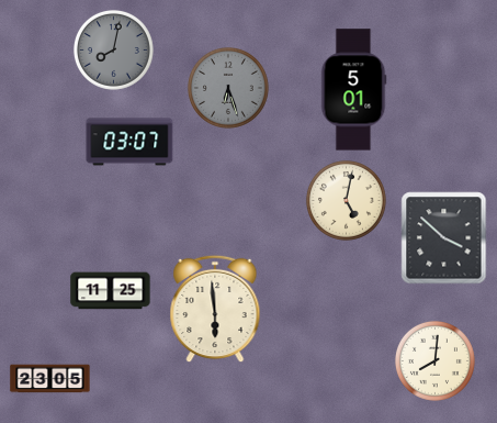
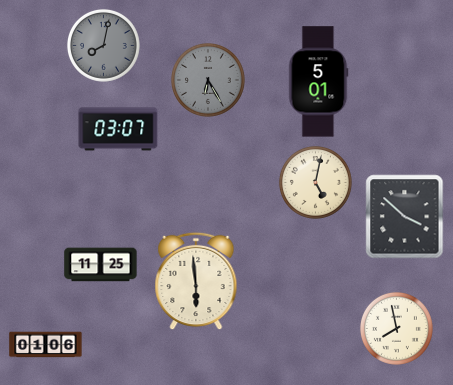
clock at (229, 89): 6:27 -> 6:25
clock at (354, 90) position: (354, 90) -> (319, 82)
clock at (434, 360): 8:01 -> 7:58
clock at (50, 379): 23:05 -> 01:06
